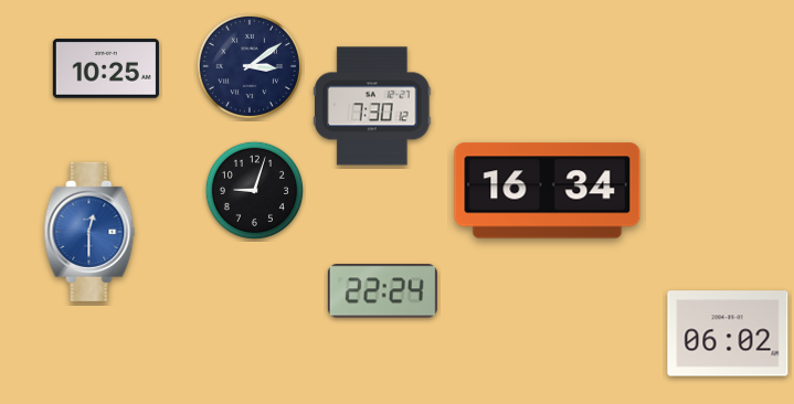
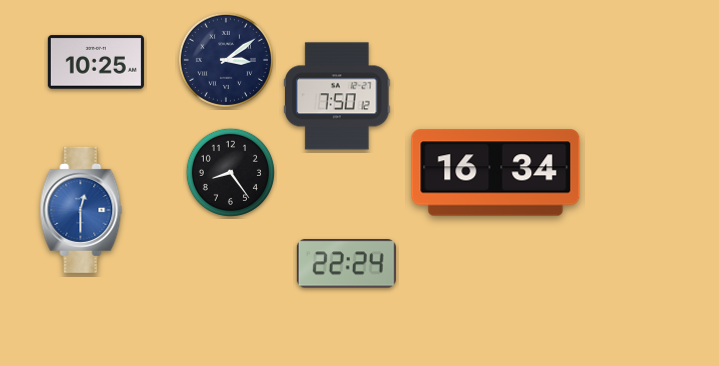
clock at (373, 106): 7:30 -> 7:50
clock at (254, 190): 9:03 -> 8:24
clock at (728, 333): 06:02 -> none
